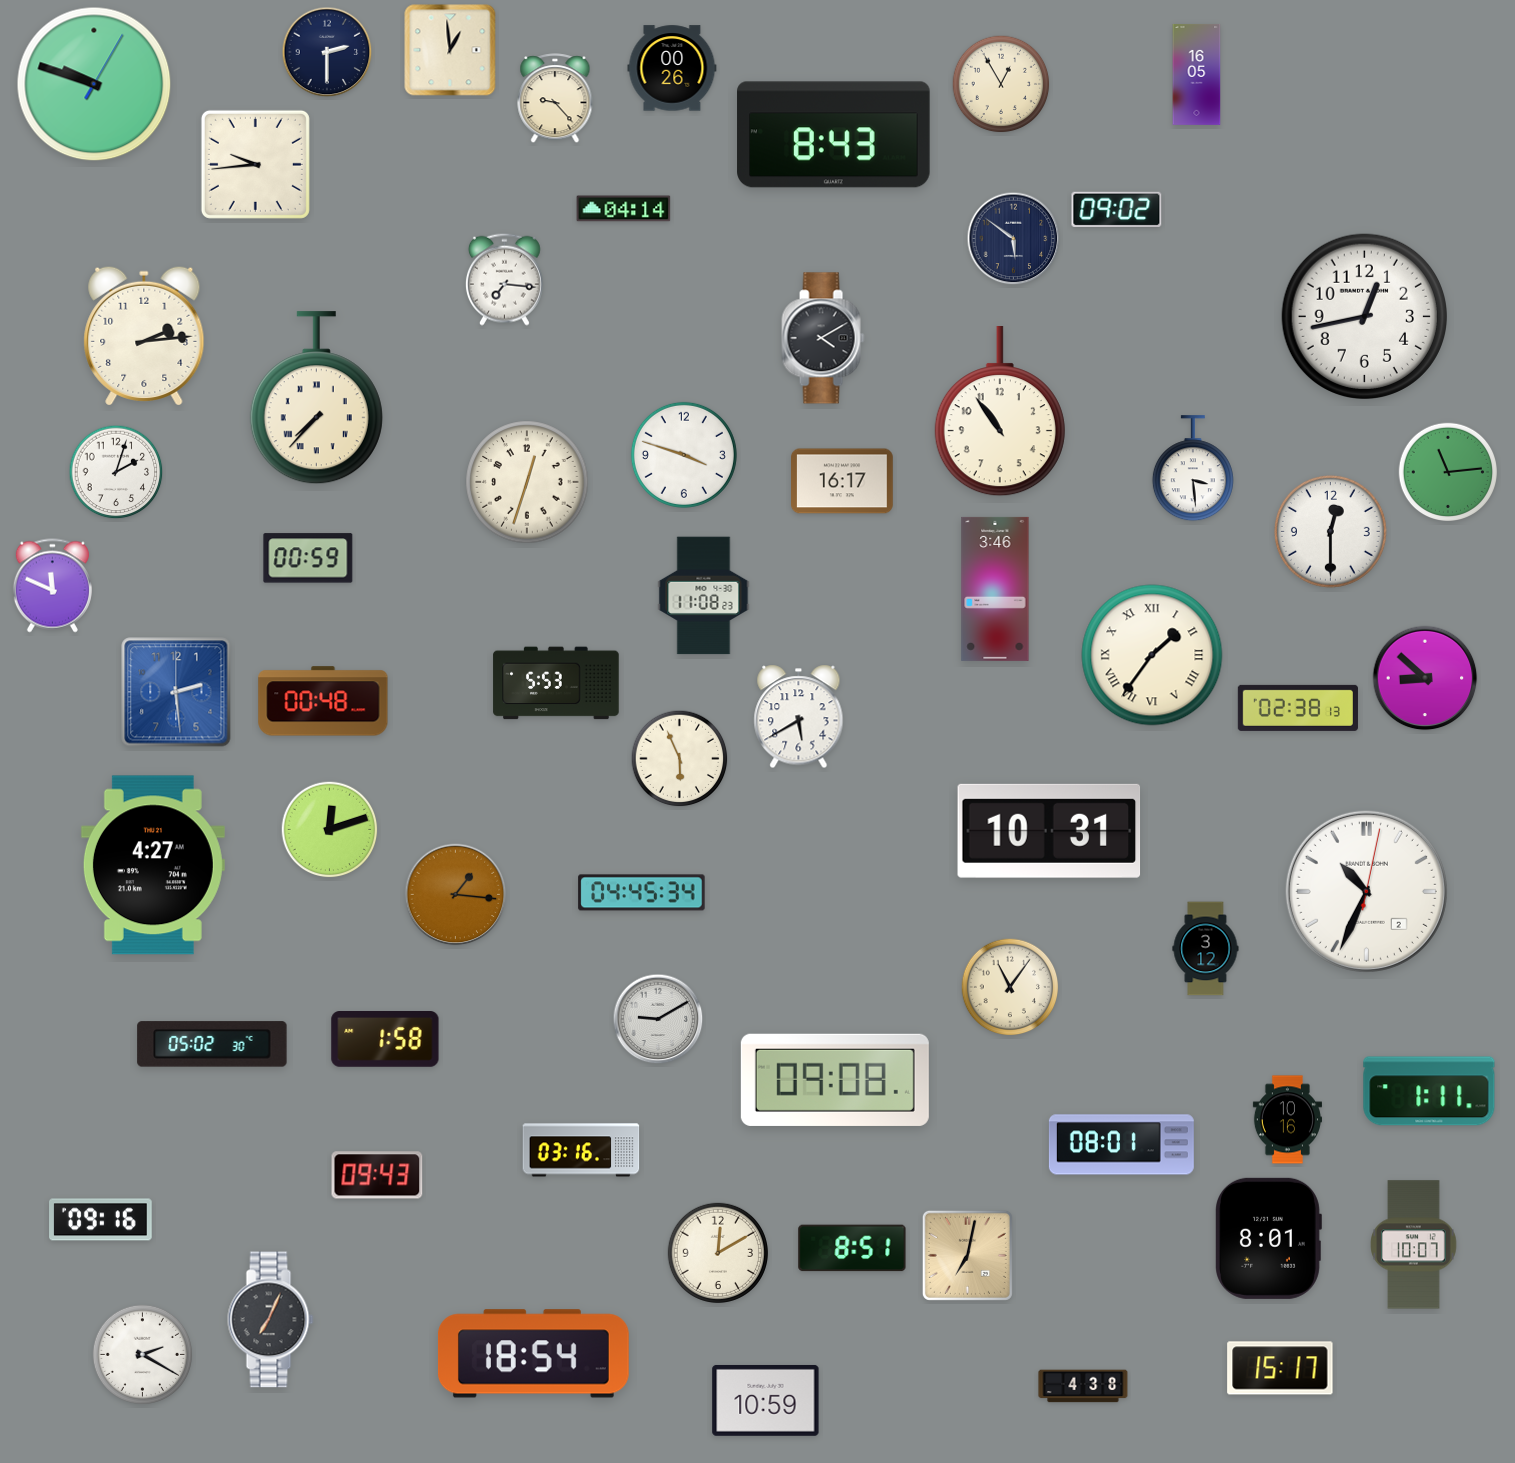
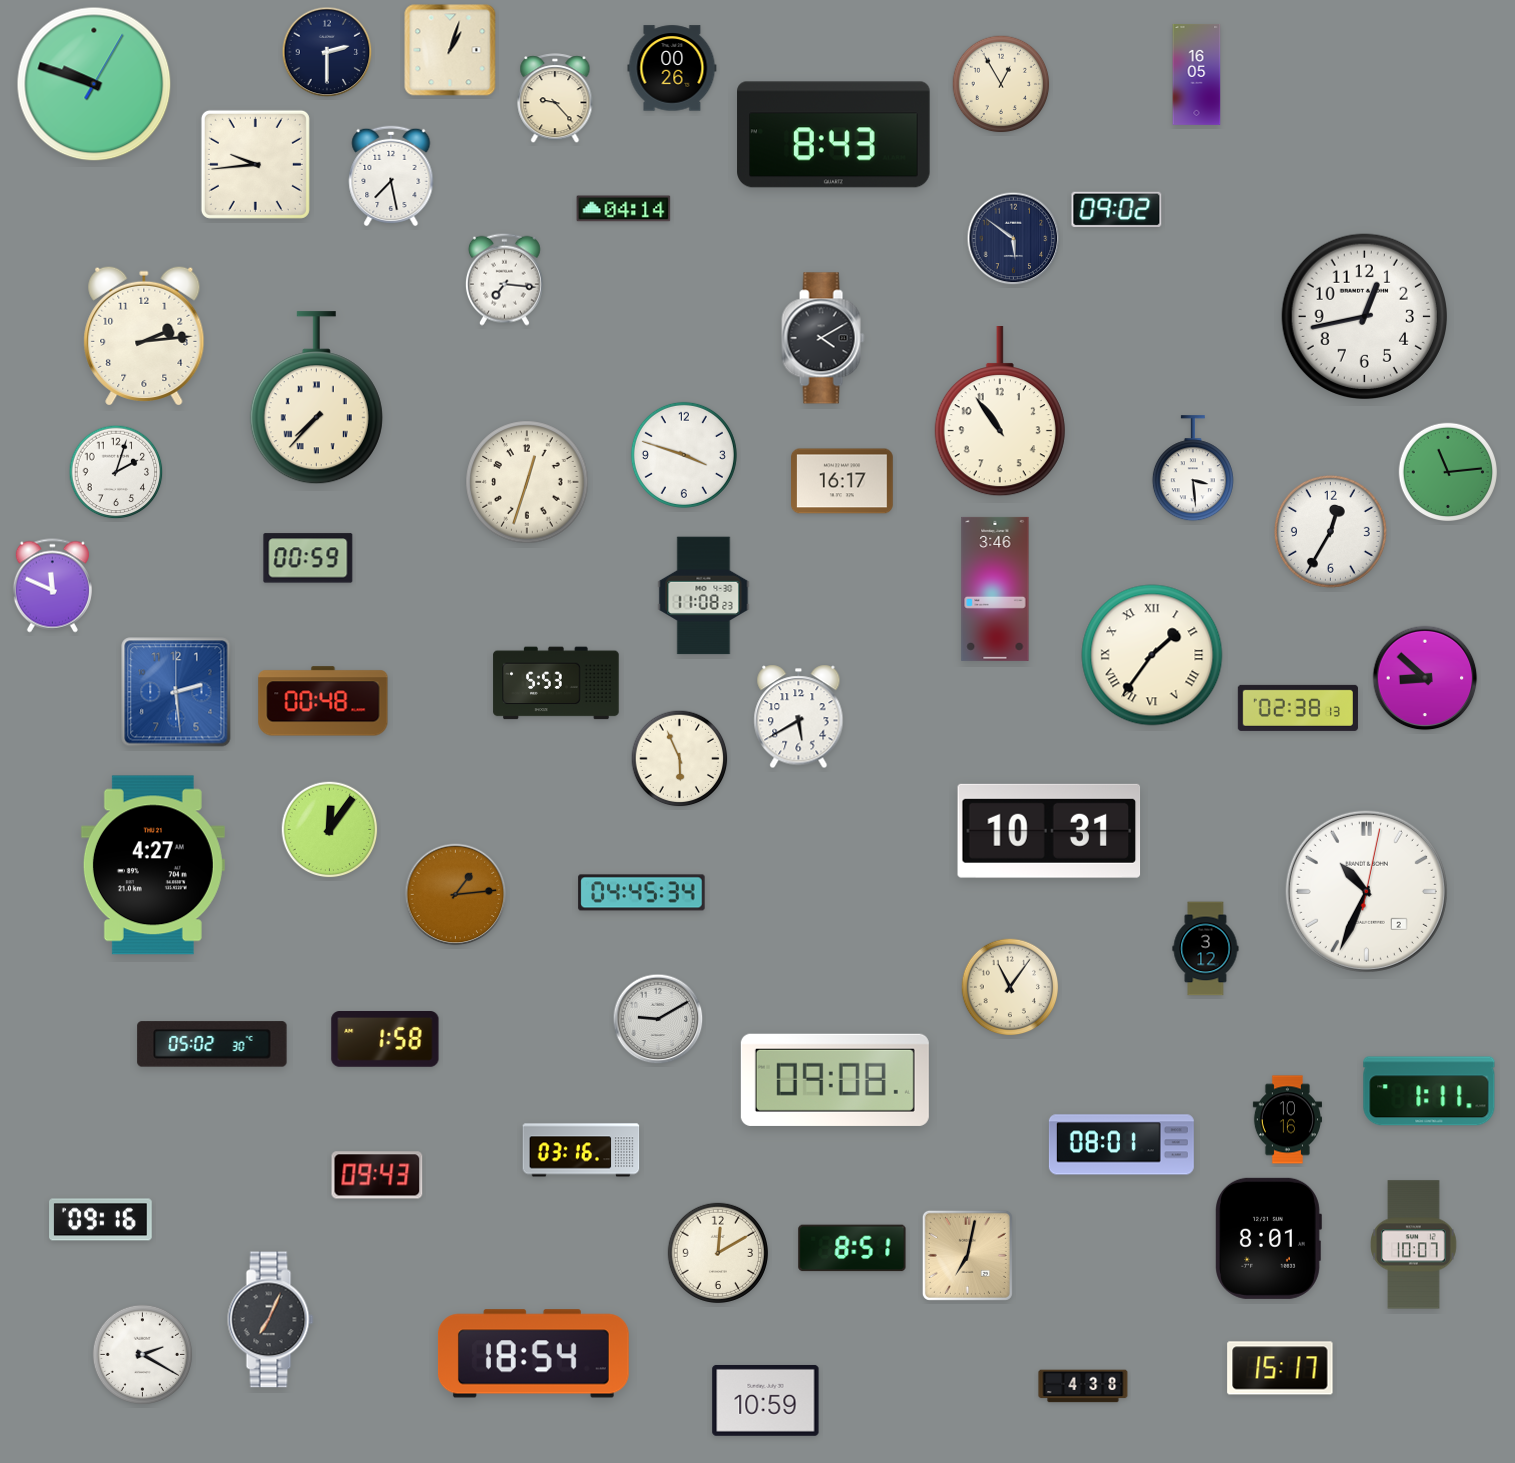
clock at (450, 50): 12:59 -> 1:03
clock at (391, 176): none -> 7:28
clock at (1330, 531): 12:30 -> 12:35
clock at (330, 830): 12:12 -> 12:06
clock at (456, 895): 1:16 -> 1:14
